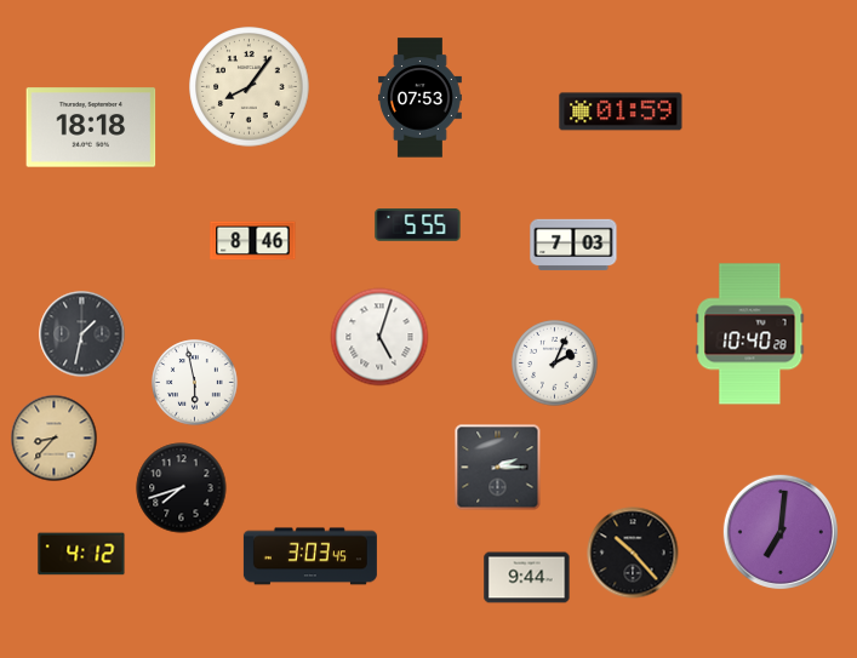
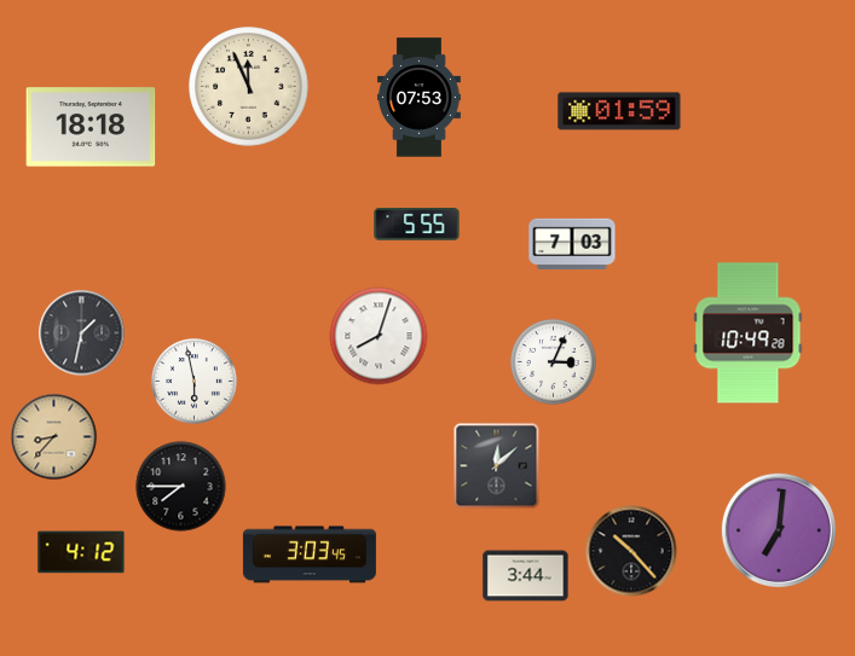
clock at (250, 87): 8:06 -> 11:56
clock at (253, 241): 8:46 -> none
clock at (750, 334): 10:40 -> 10:49
clock at (379, 337): 5:03 -> 8:03
clock at (555, 364): 2:04 -> 3:04
clock at (498, 468): 2:15 -> 12:08
clock at (182, 488): 7:42 -> 7:45
clock at (527, 578): 9:44 -> 3:44
